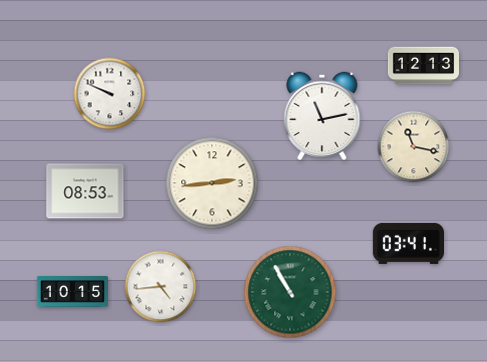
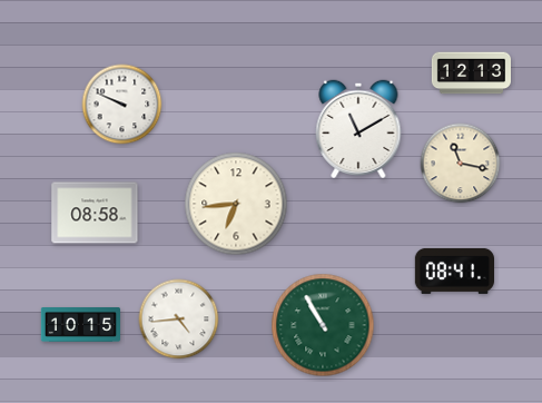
clock at (322, 116): 11:13 -> 11:10
clock at (212, 183): 2:44 -> 6:44
clock at (85, 191): 08:53 -> 08:58
clock at (408, 243): 03:41 -> 08:41
